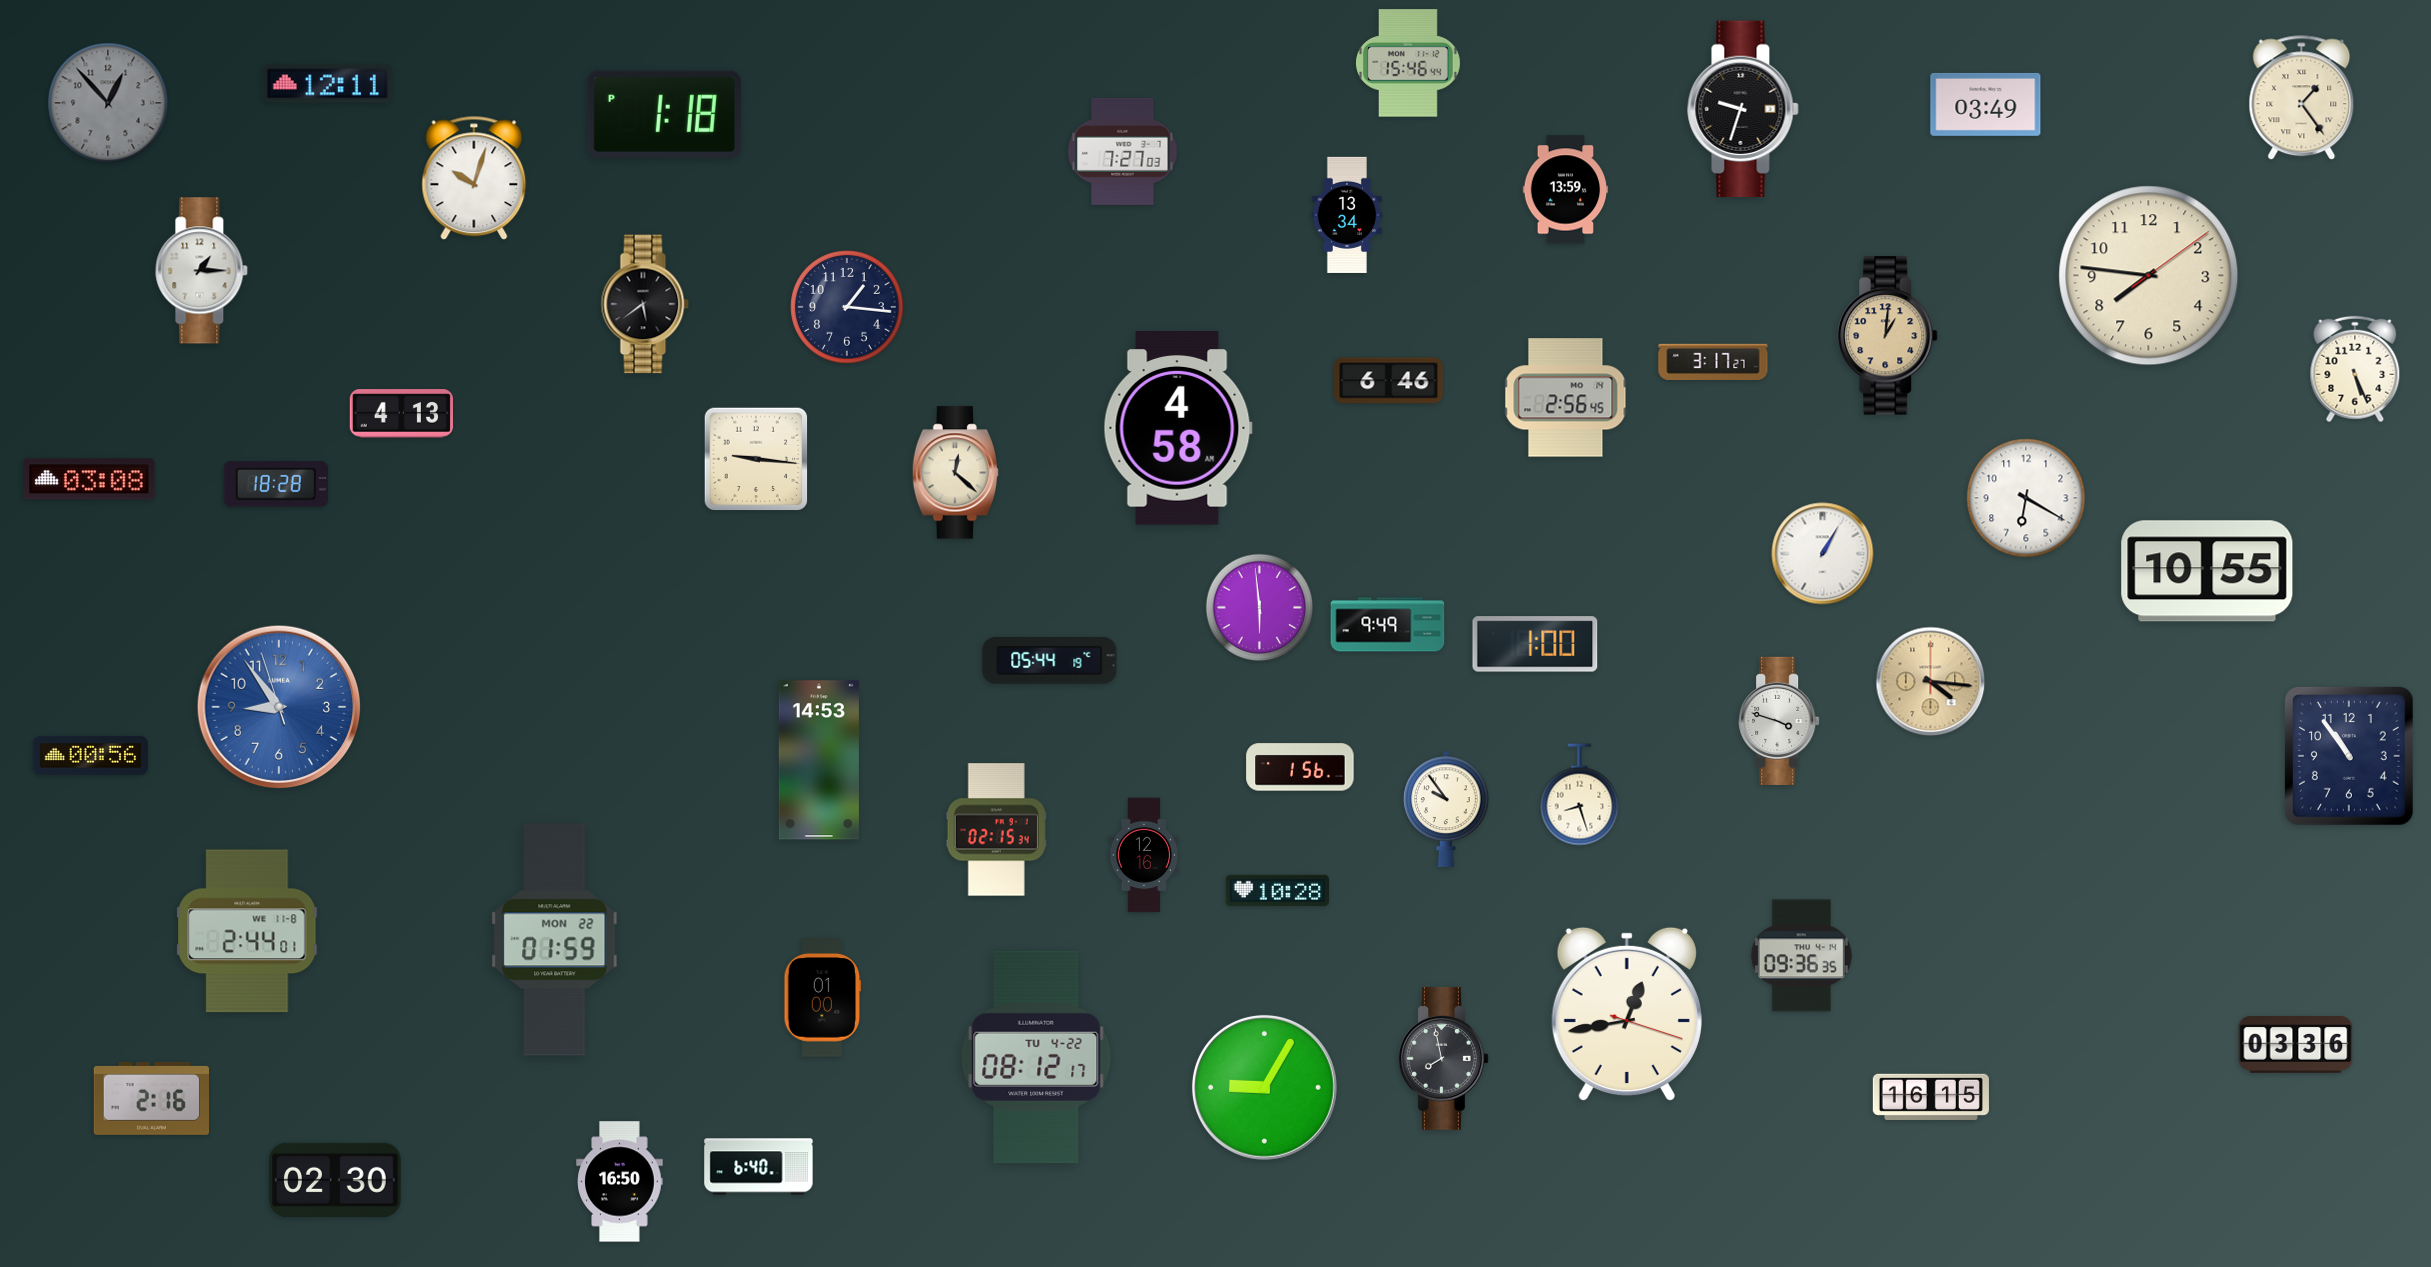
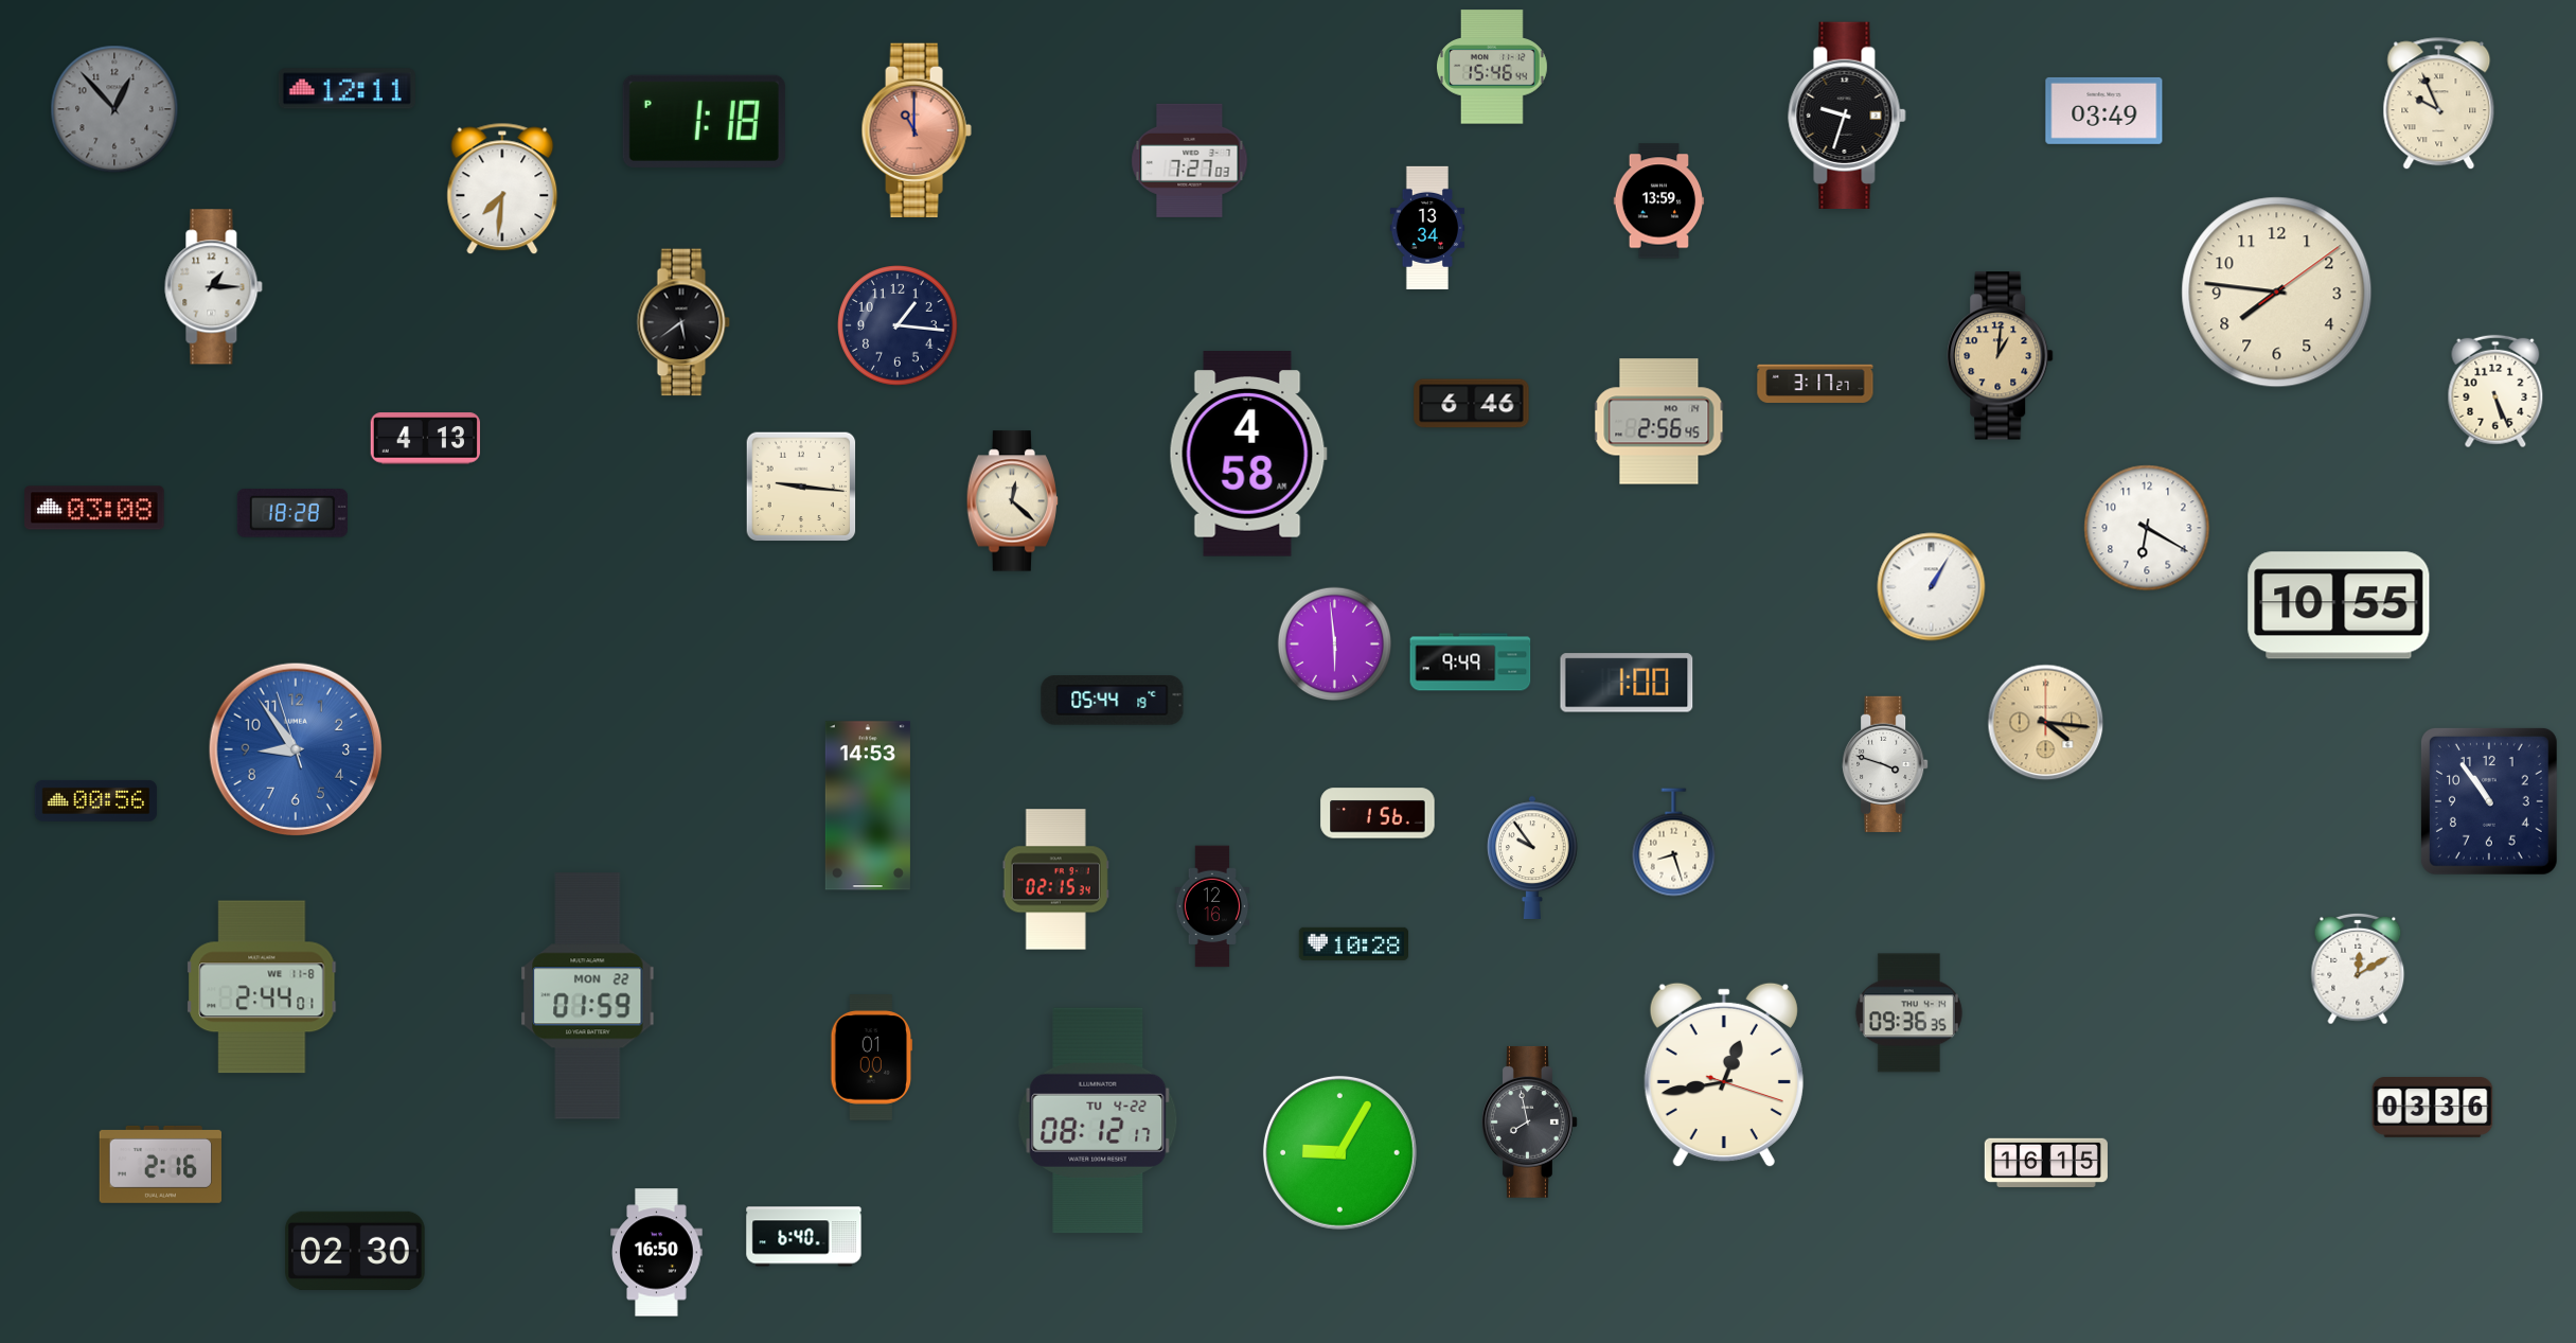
clock at (2302, 98): 1:24 -> 9:56
clock at (917, 129): none -> 11:00
clock at (474, 178): 10:03 -> 7:31
clock at (2358, 969): none -> 12:10
